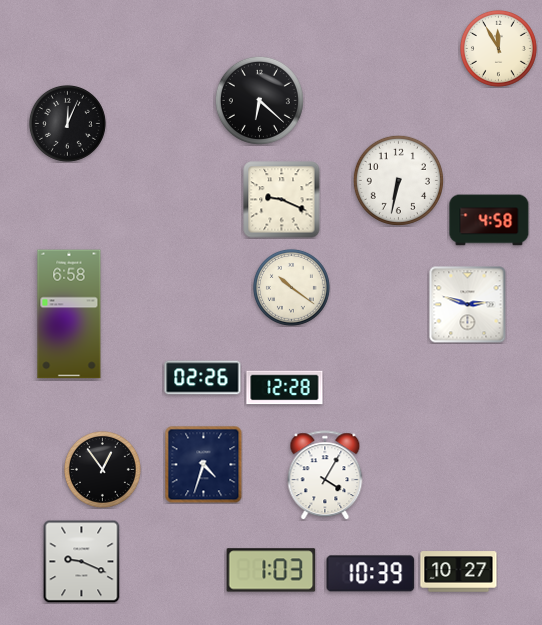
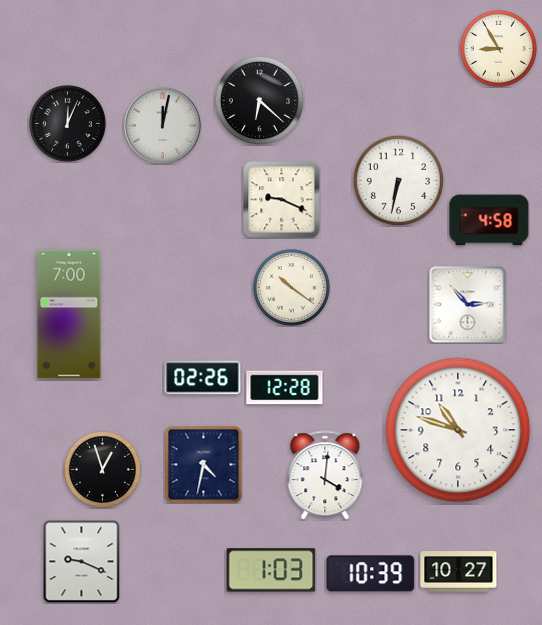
clock at (498, 48): 11:55 -> 8:55
clock at (163, 126): none -> 12:02
clock at (468, 305): 2:48 -> 2:53
clock at (69, 314): 6:58 -> 7:00
clock at (458, 430): none -> 10:48
clock at (203, 464): 4:33 -> 4:32
clock at (102, 469): 12:54 -> 12:57
clock at (325, 475): 4:05 -> 4:01
